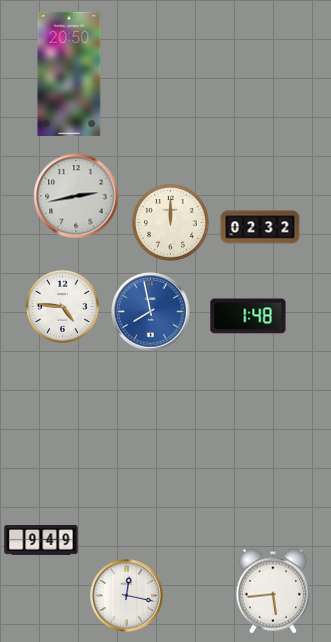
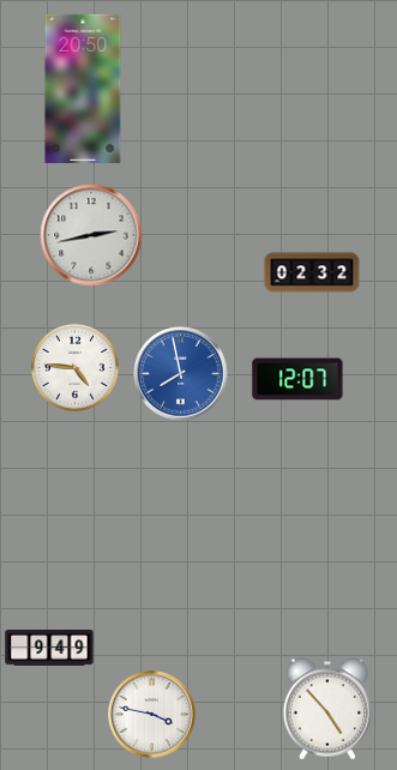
clock at (170, 222): 12:00 -> none
clock at (248, 316): 1:48 -> 12:07
clock at (273, 591): 5:44 -> 4:53
clock at (127, 596): 12:17 -> 3:47
